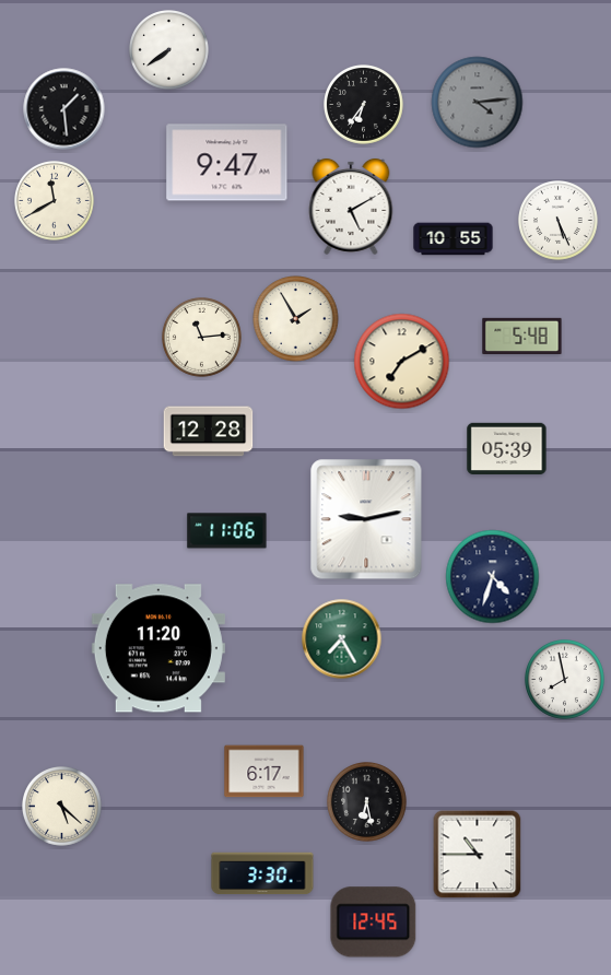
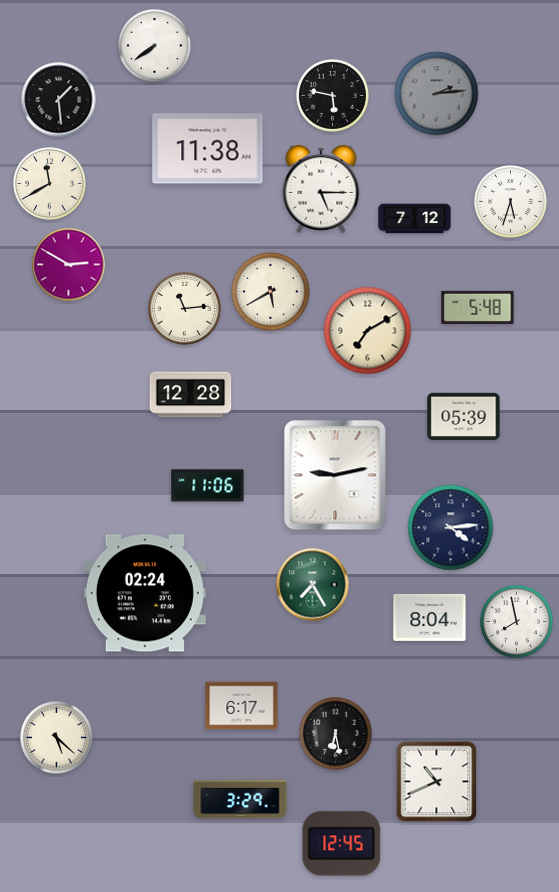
clock at (478, 103): 4:14 -> 2:14
clock at (364, 105): 6:36 -> 5:47
clock at (227, 163): 9:47 -> 11:38
clock at (351, 207): 5:10 -> 5:15
clock at (559, 221): 5:26 -> 5:33
clock at (454, 239): 10:55 -> 7:12
clock at (69, 265): none -> 2:50
clock at (296, 319): 1:55 -> 5:40
clock at (507, 448) position: (507, 448) -> (464, 416)
clock at (493, 577): 4:33 -> 4:14
clock at (158, 648): 11:20 -> 02:24
clock at (430, 617): none -> 8:04
clock at (478, 855): 10:45 -> 10:41
clock at (262, 873): 3:30 -> 3:29
